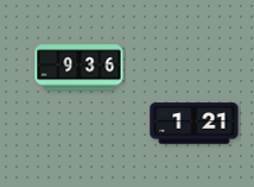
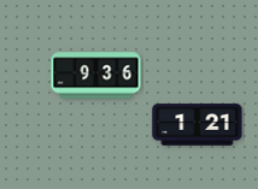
clock at (80, 68) position: (80, 68) -> (96, 76)
